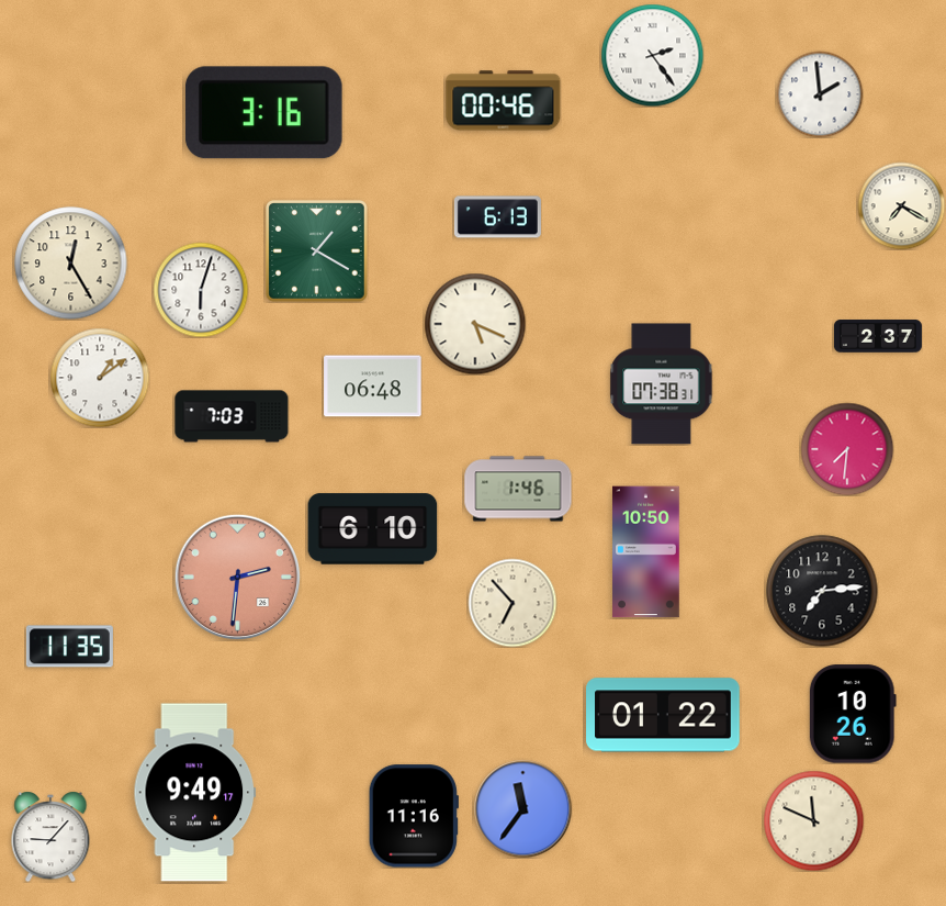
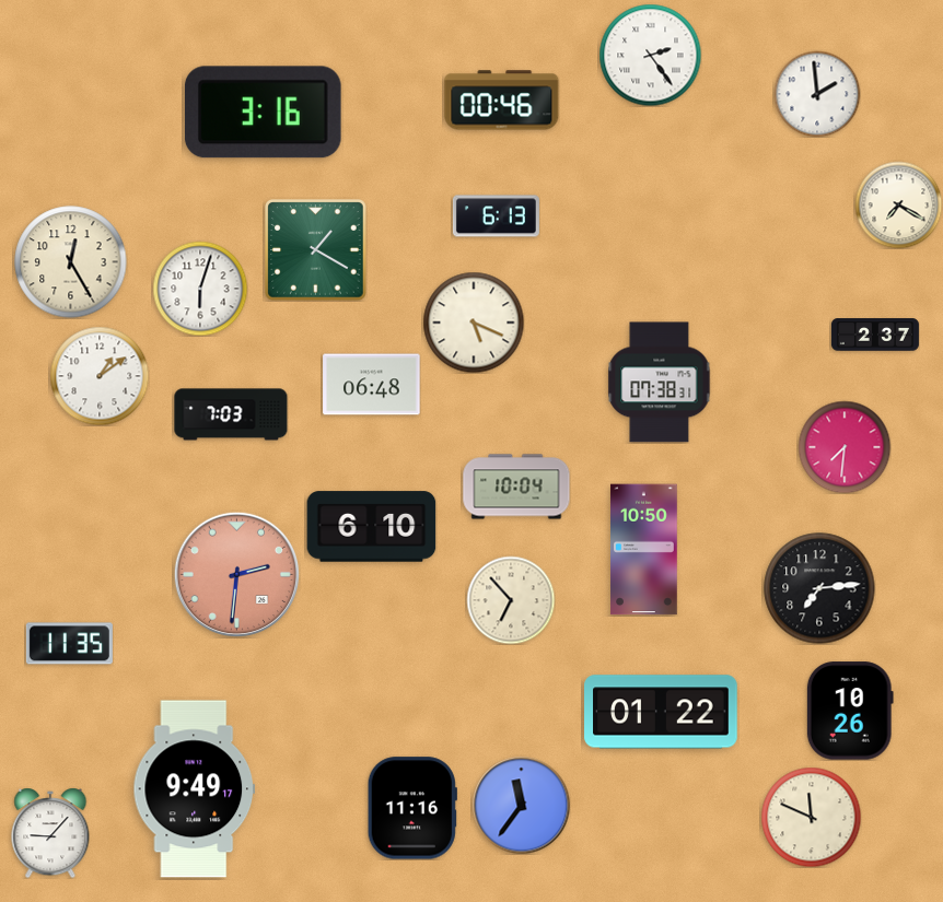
clock at (518, 489): 1:46 -> 10:04
clock at (414, 816) position: (414, 816) -> (412, 808)
